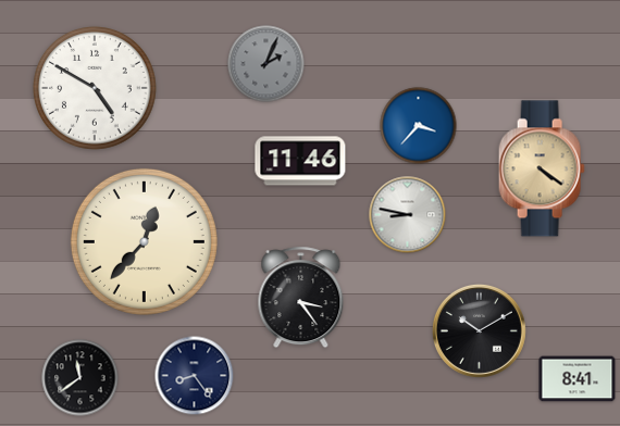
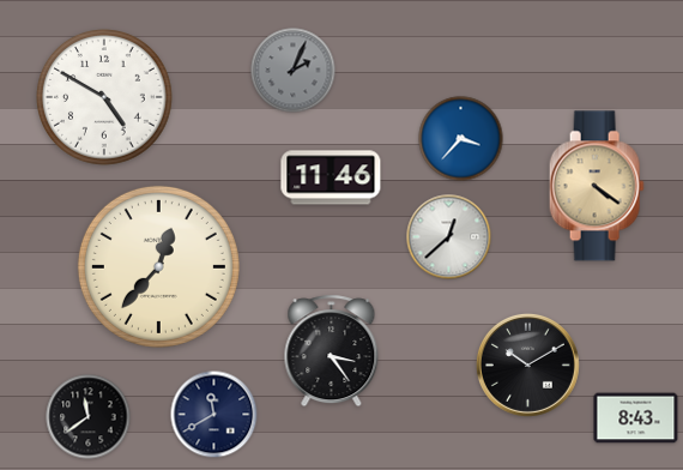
clock at (408, 215): 8:47 -> 12:38
clock at (301, 298) position: (301, 298) -> (332, 351)
clock at (195, 376): 8:24 -> 11:40
clock at (578, 379): 8:41 -> 8:43
